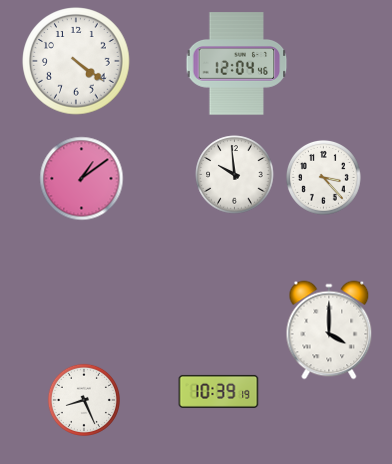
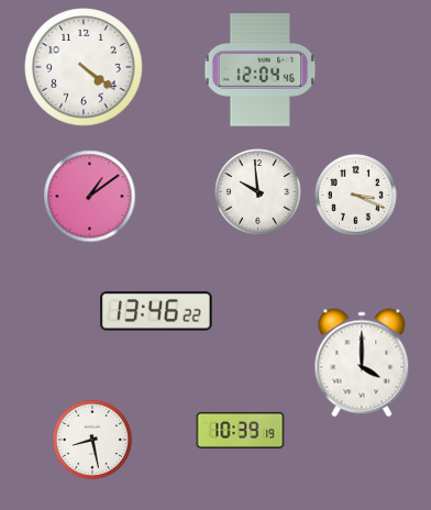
clock at (323, 177): 3:23 -> 3:19
clock at (157, 311): none -> 13:46
clock at (84, 400): 8:26 -> 8:28
